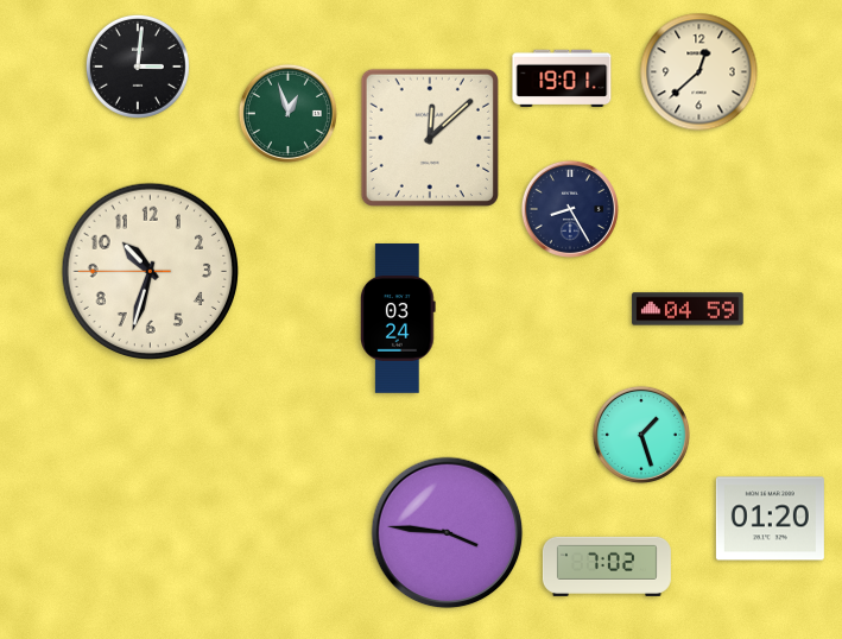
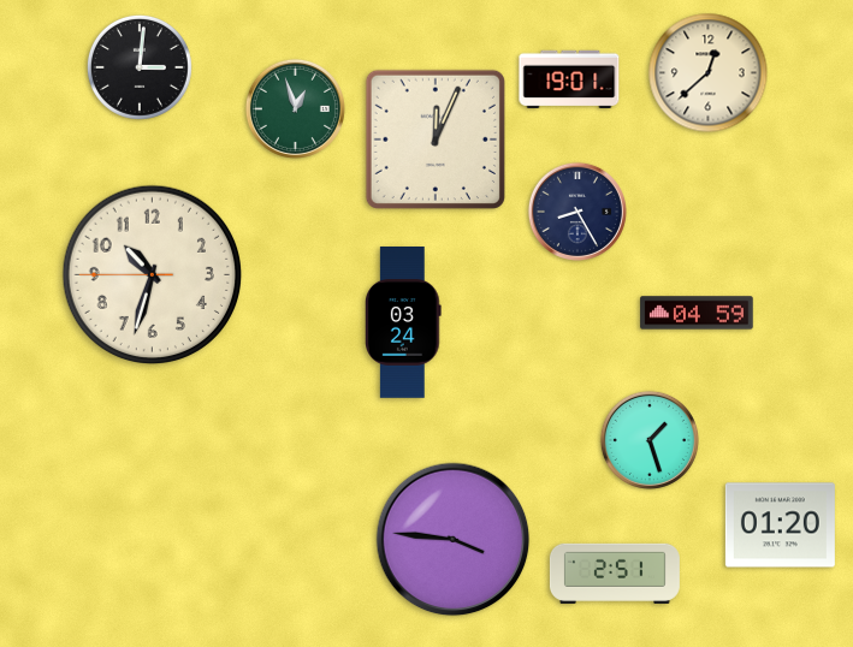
clock at (287, 113) position: (287, 113) -> (295, 108)
clock at (430, 138): 12:08 -> 12:04
clock at (607, 567): 7:02 -> 2:51
